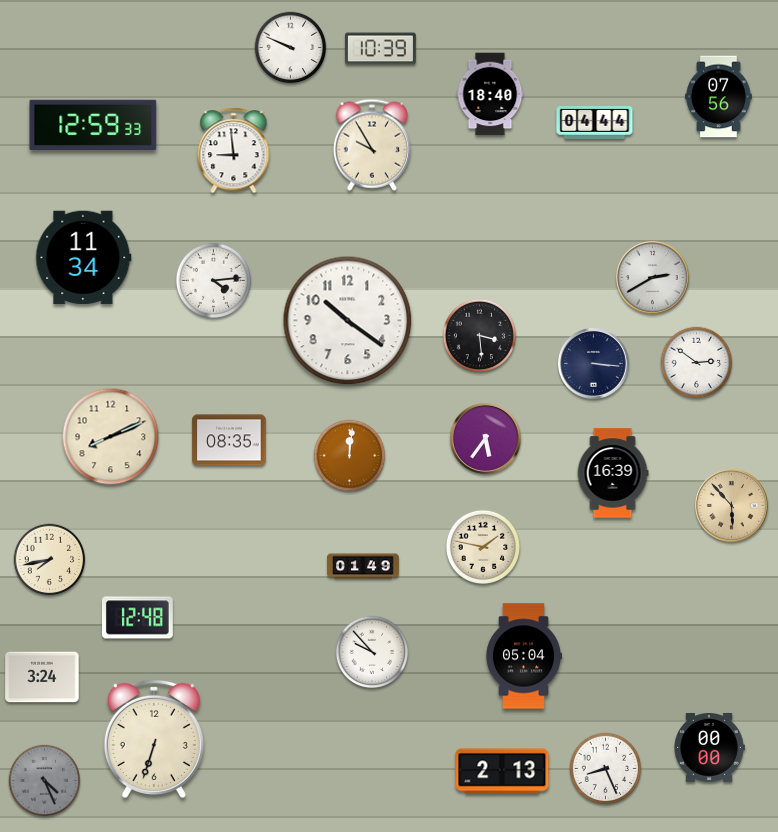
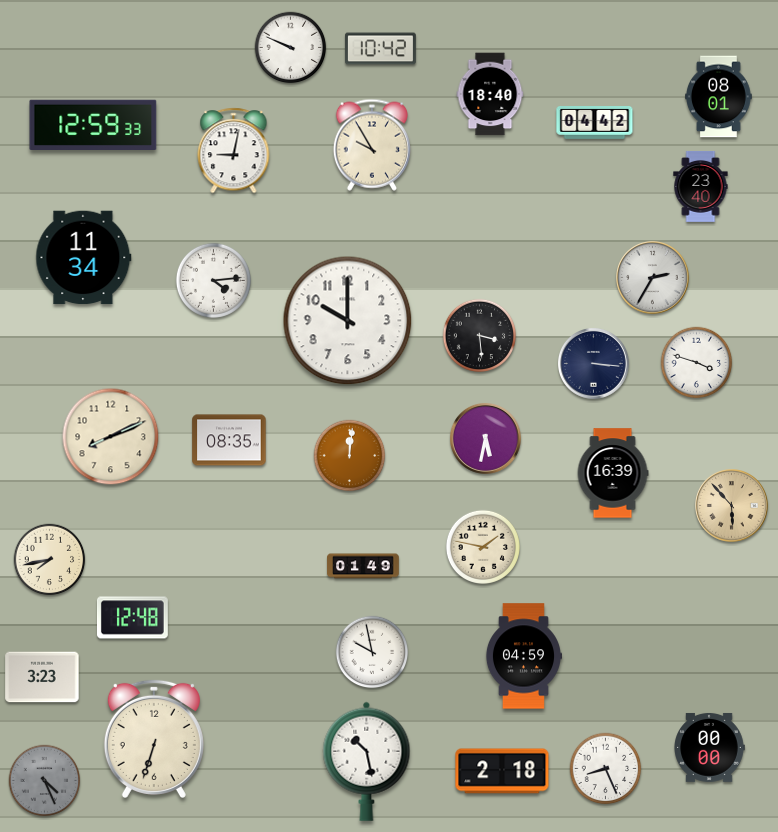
clock at (380, 49): 10:39 -> 10:42
clock at (719, 97): 07:56 -> 08:01
clock at (595, 123): 04:44 -> 04:42
clock at (234, 151): 8:59 -> 9:02
clock at (701, 186): none -> 23:40
clock at (653, 278): 2:40 -> 2:35
clock at (348, 321): 10:21 -> 10:00
clock at (697, 363): 2:51 -> 3:48
clock at (485, 438): 5:36 -> 5:32
clock at (137, 618) position: (137, 618) -> (132, 618)
clock at (372, 652): 9:53 -> 9:58
clock at (523, 656): 05:04 -> 04:59
clock at (42, 677): 3:24 -> 3:23
clock at (367, 761): none -> 10:28
clock at (502, 771): 2:13 -> 2:18
